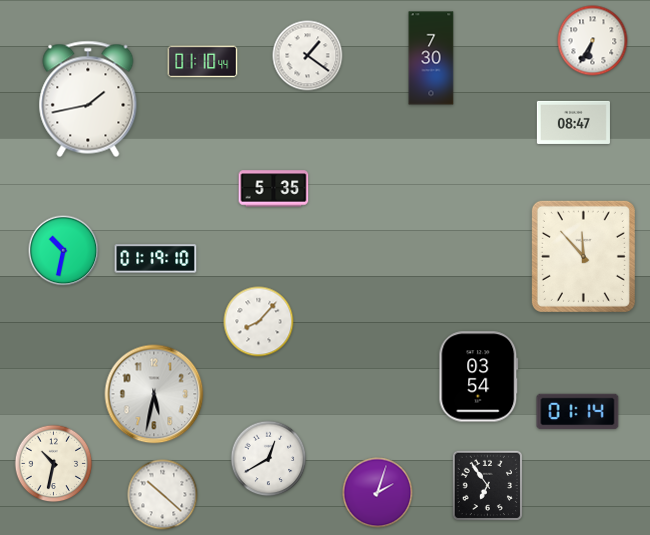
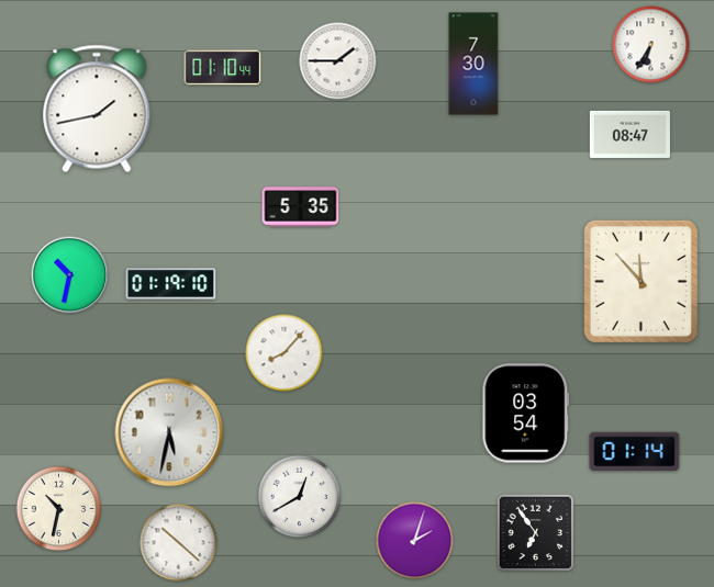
clock at (308, 56): 1:21 -> 1:45
clock at (269, 459) position: (269, 459) -> (300, 497)
